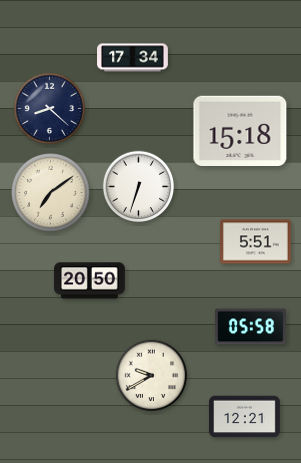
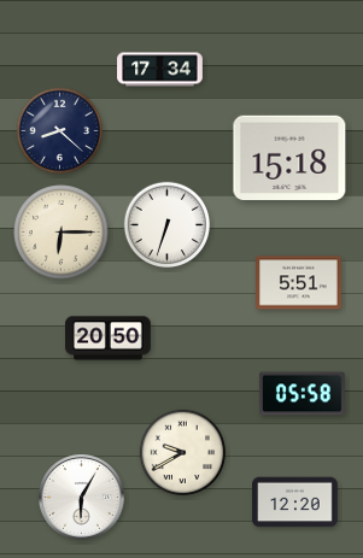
clock at (51, 193): 7:09 -> 6:15
clock at (256, 242) position: (256, 242) -> (299, 283)
clock at (82, 498): none -> 6:05
clock at (245, 417): 12:21 -> 12:20
